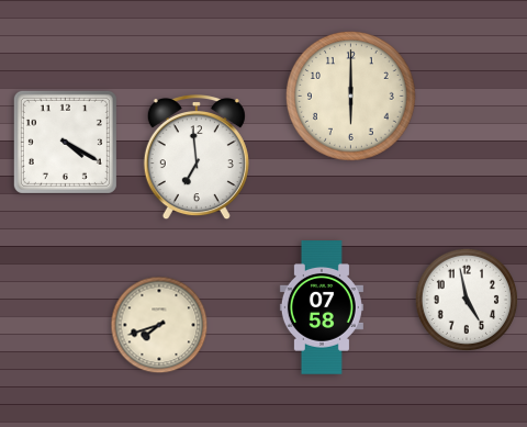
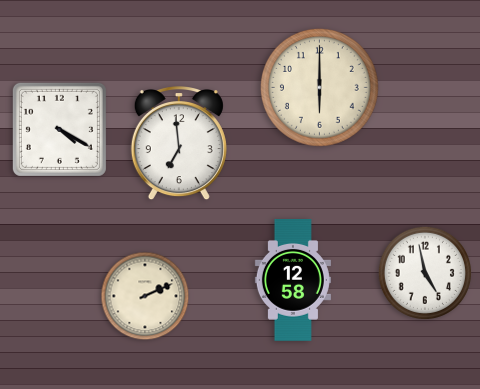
clock at (322, 308): 07:58 -> 12:58
clock at (159, 325): 7:42 -> 2:11
